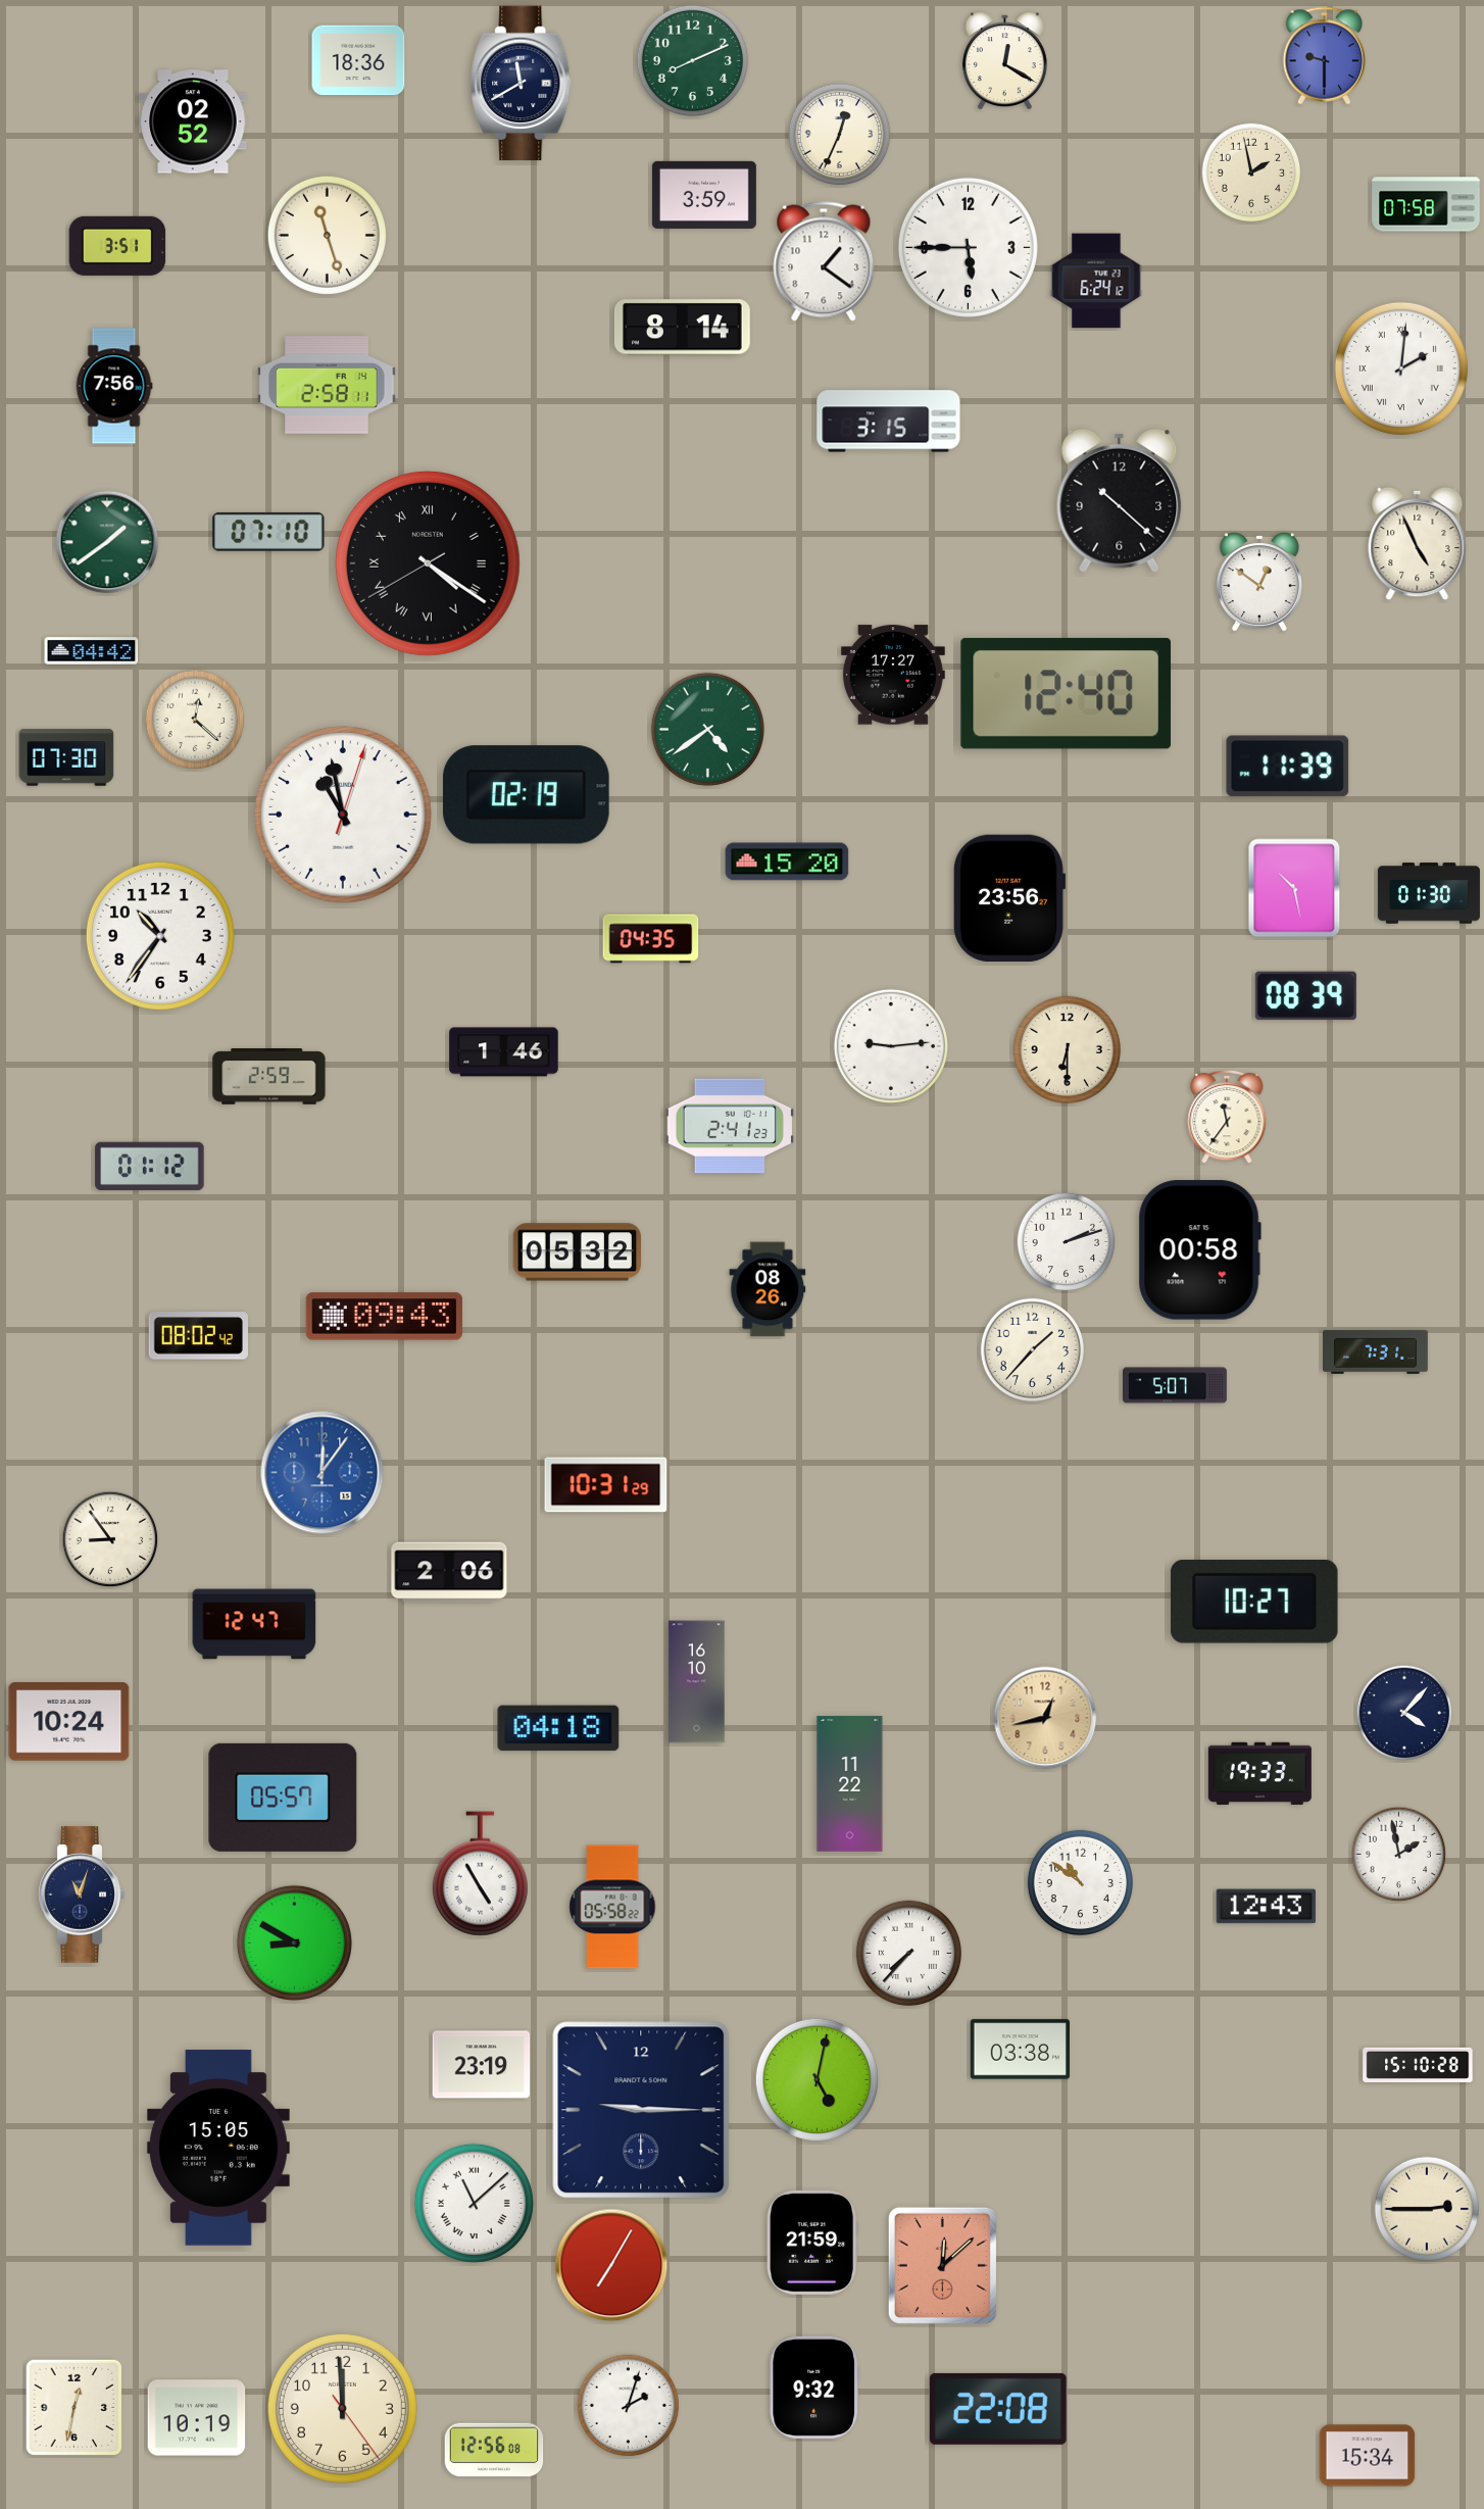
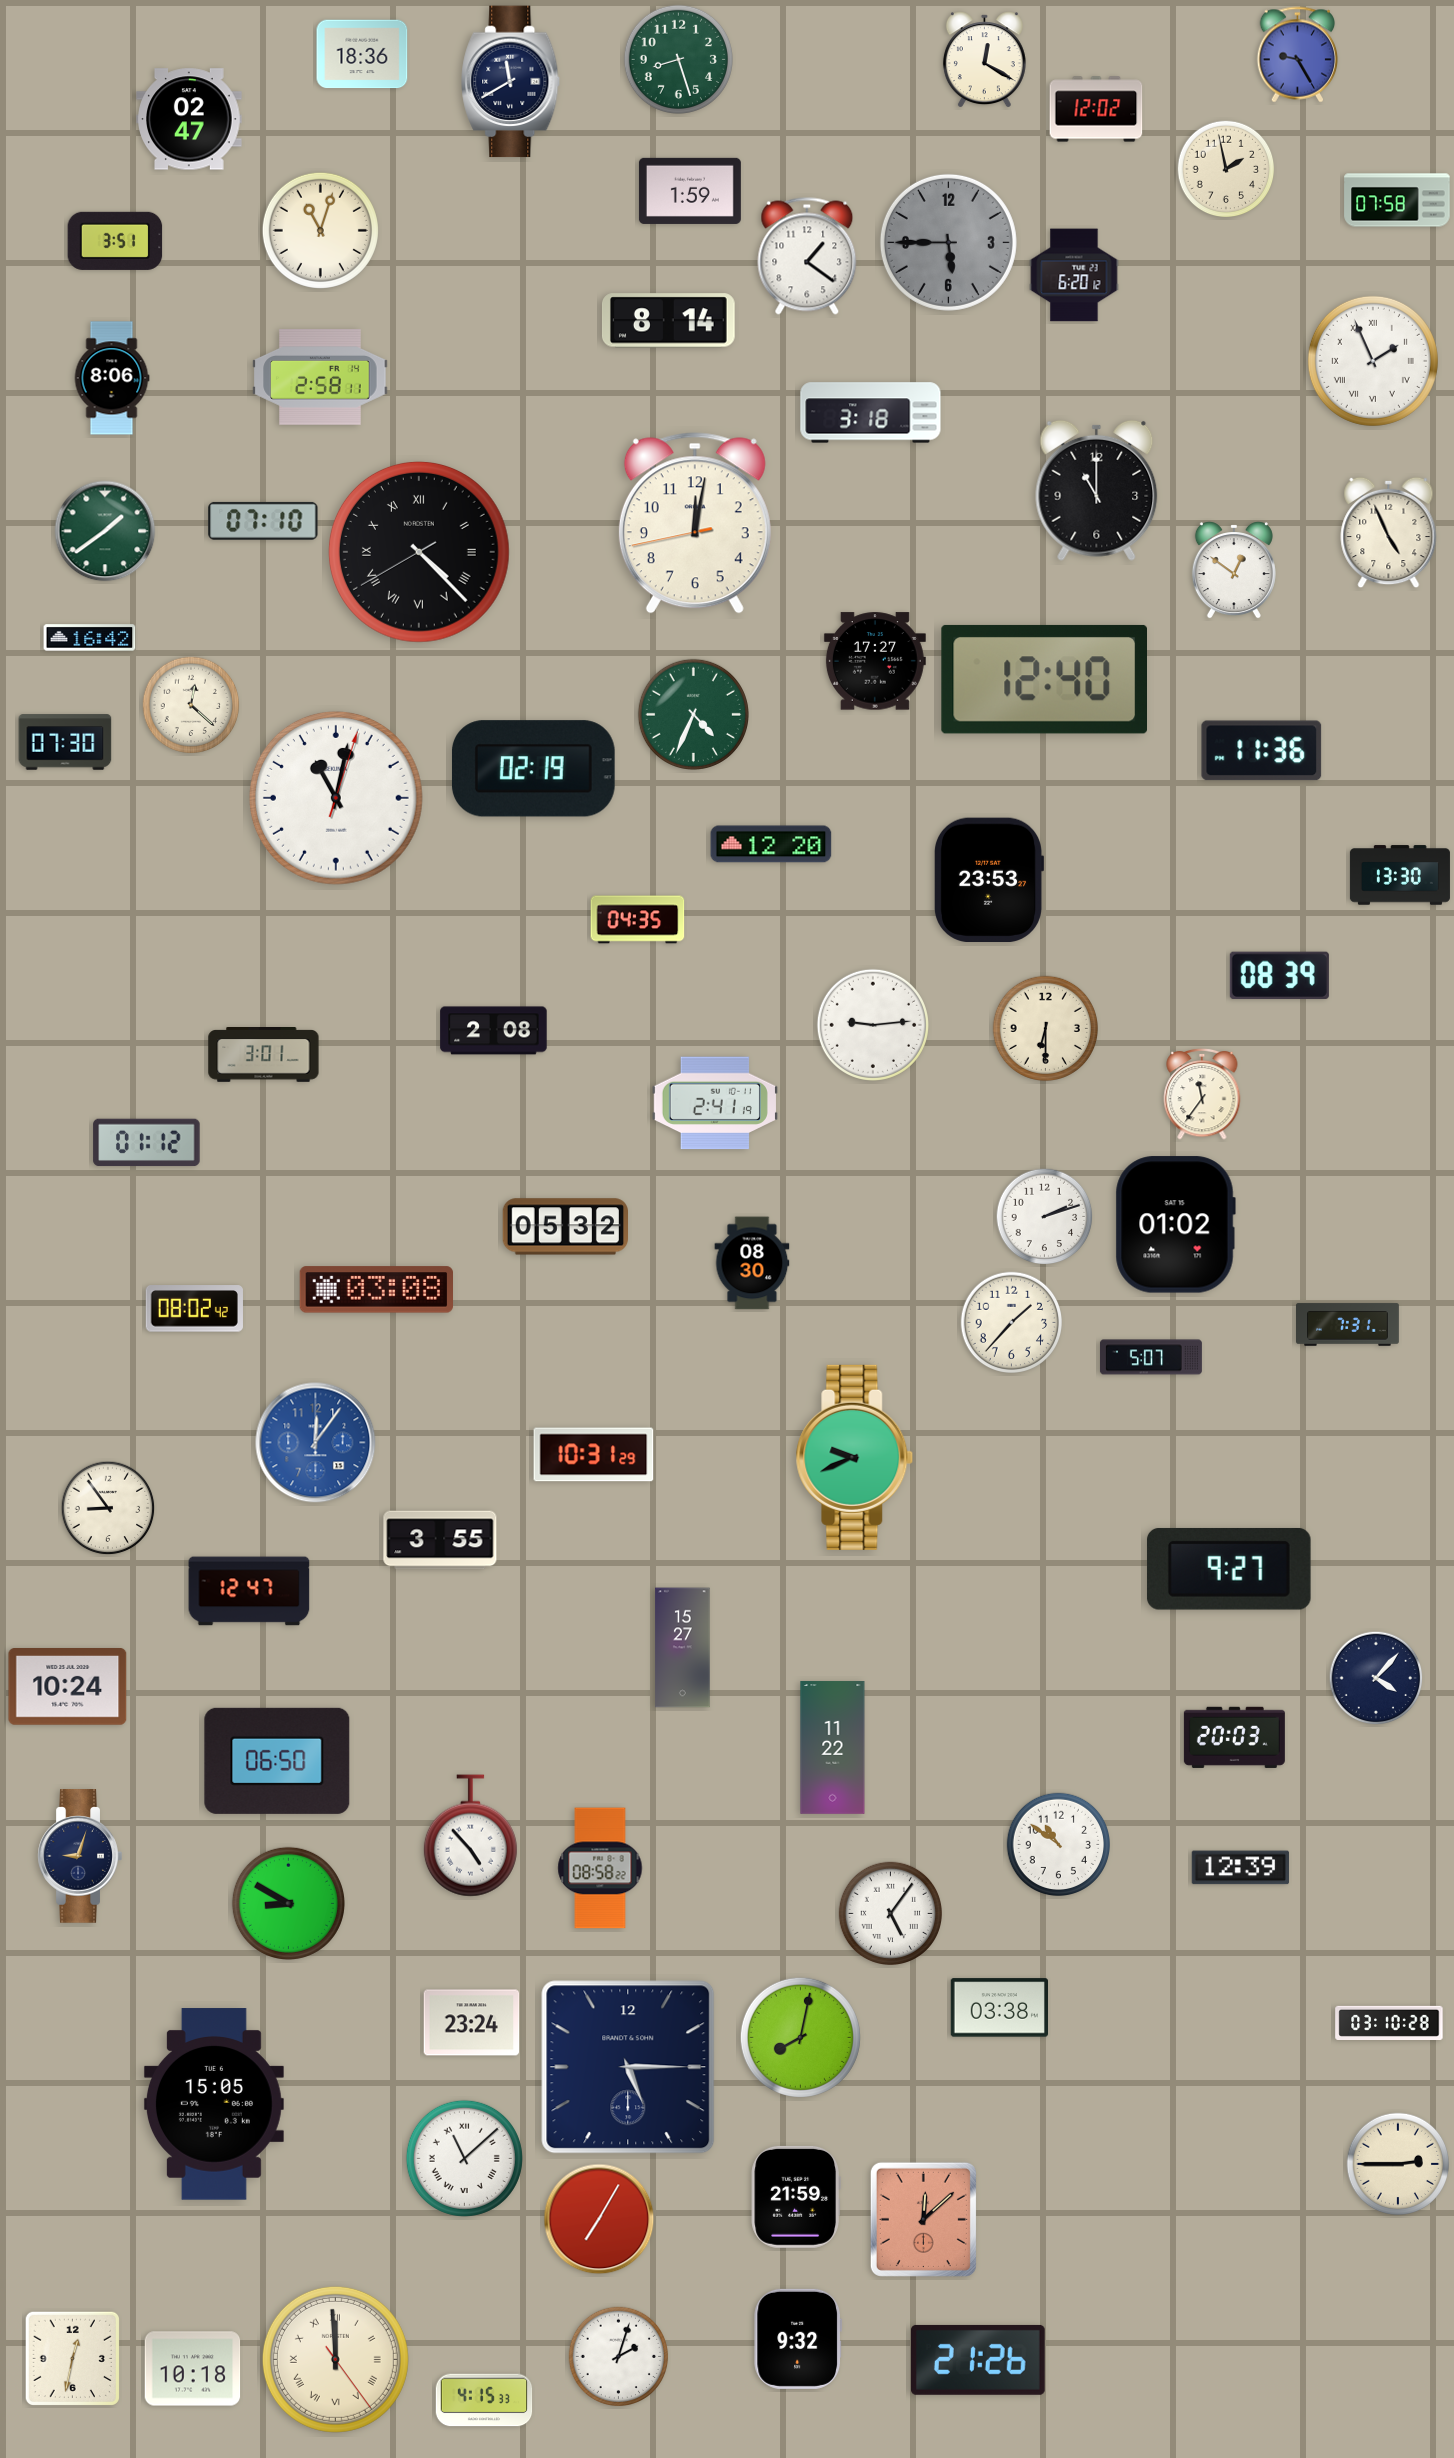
clock at (1325, 56): 9:30 -> 9:25
clock at (358, 60) position: (358, 60) -> (362, 54)
clock at (692, 60): 8:11 -> 8:27
clock at (1096, 109): none -> 12:02
clock at (193, 121): 02:52 -> 02:47
clock at (840, 135): 12:34 -> none
clock at (704, 195): 3:59 -> 1:59
clock at (327, 235): 11:27 -> 11:03
clock at (968, 247) dial: white -> grey
clock at (1096, 281): 6:24 -> 6:20
clock at (1401, 368): 2:01 -> 1:56
clock at (114, 386): 7:56 -> 8:06
clock at (889, 422): 3:15 -> 3:18
clock at (1120, 500): 10:22 -> 11:00
clock at (695, 523): none -> 12:01
clock at (428, 563): 4:20 -> 4:22
clock at (92, 651): 04:42 -> 16:42
clock at (707, 729): 4:39 -> 4:34
clock at (1288, 767): 11:39 -> 11:36
clock at (526, 795) position: (526, 795) -> (533, 769)
clock at (343, 815): 10:58 -> 11:02
clock at (787, 862): 15:20 -> 12:20
clock at (1294, 888): 10:28 -> none
clock at (1429, 893): 01:30 -> 13:30
clock at (1008, 897): 23:56 -> 23:53
clock at (160, 936): 10:36 -> none
clock at (504, 1052): 1:46 -> 2:08
clock at (269, 1077): 2:59 -> 3:01
clock at (730, 1126): 2:41:23 -> 2:41:19
clock at (1199, 1250): 00:58 -> 01:02
clock at (768, 1289): 08:26 -> 08:30
clock at (384, 1317): 09:43 -> 03:08
clock at (855, 1457): none -> 9:41
clock at (449, 1572): 2:06 -> 3:55
clock at (1254, 1602): 10:27 -> 9:27
clock at (697, 1682): 16:10 -> 15:27
clock at (1045, 1718): 12:43 -> none
clock at (558, 1728): 04:18 -> none
clock at (1259, 1773): 19:33 -> 20:03
clock at (283, 1798): 05:57 -> 06:50
clock at (1399, 1855): 1:58 -> none
clock at (480, 1874): 4:55 -> 4:53
clock at (82, 1895): 11:03 -> 9:03
clock at (612, 1907): 05:58 -> 08:58
clock at (1266, 1907): 12:43 -> 12:39
clock at (908, 1953): 7:37 -> 5:06
clock at (1418, 2064): 15:10 -> 03:10
clock at (482, 2065): 23:19 -> 23:24
clock at (817, 2079): 5:02 -> 8:02
clock at (641, 2110): 9:15 -> 5:15
clock at (629, 2406) position: (629, 2406) -> (619, 2357)
clock at (342, 2408) numerals: Arabic -> Roman
clock at (999, 2409): 22:08 -> 21:26
clock at (197, 2418): 10:19 -> 10:18
clock at (494, 2450): 12:56 -> 4:15
clock at (1368, 2456): 15:34 -> none
